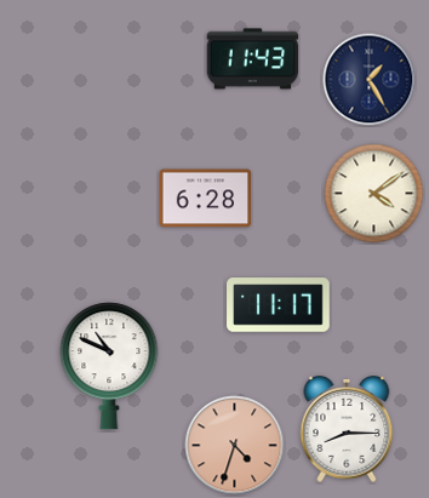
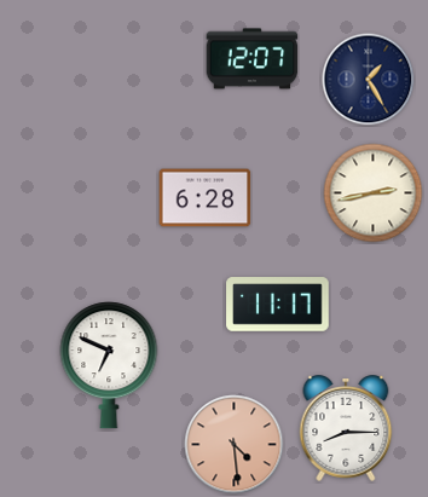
clock at (253, 59): 11:43 -> 12:07
clock at (374, 194): 4:09 -> 2:43
clock at (109, 366): 10:49 -> 6:49
clock at (235, 446): 4:33 -> 4:29
